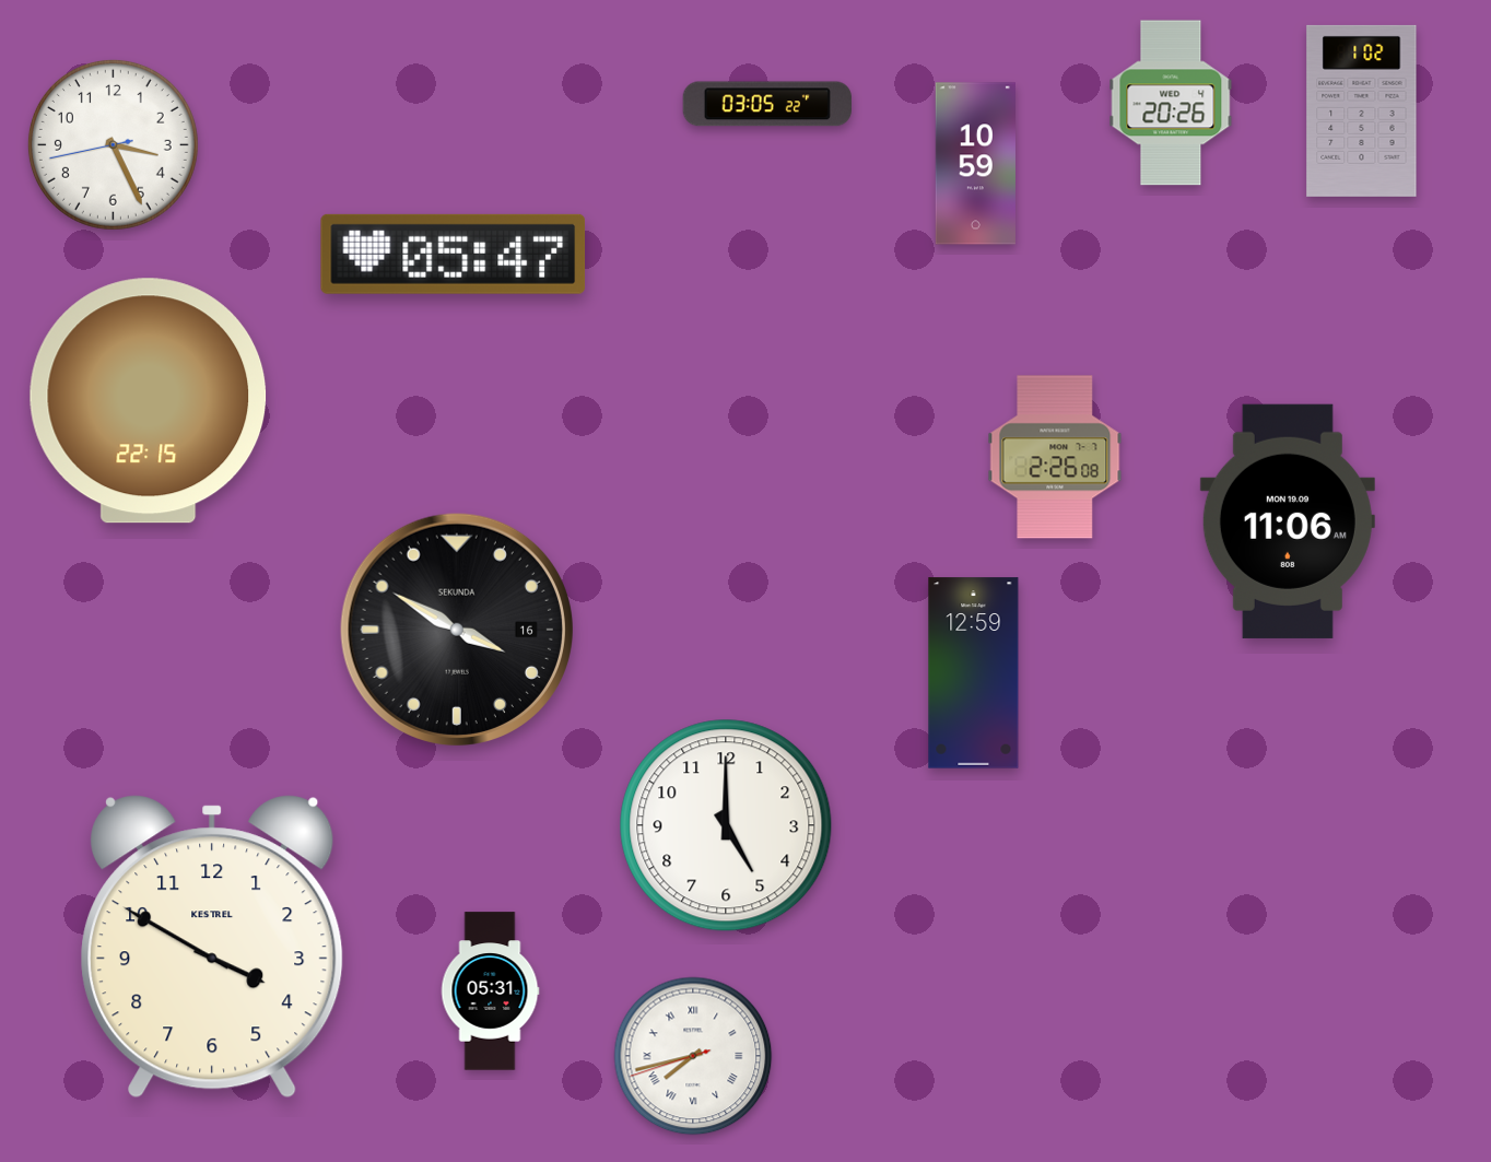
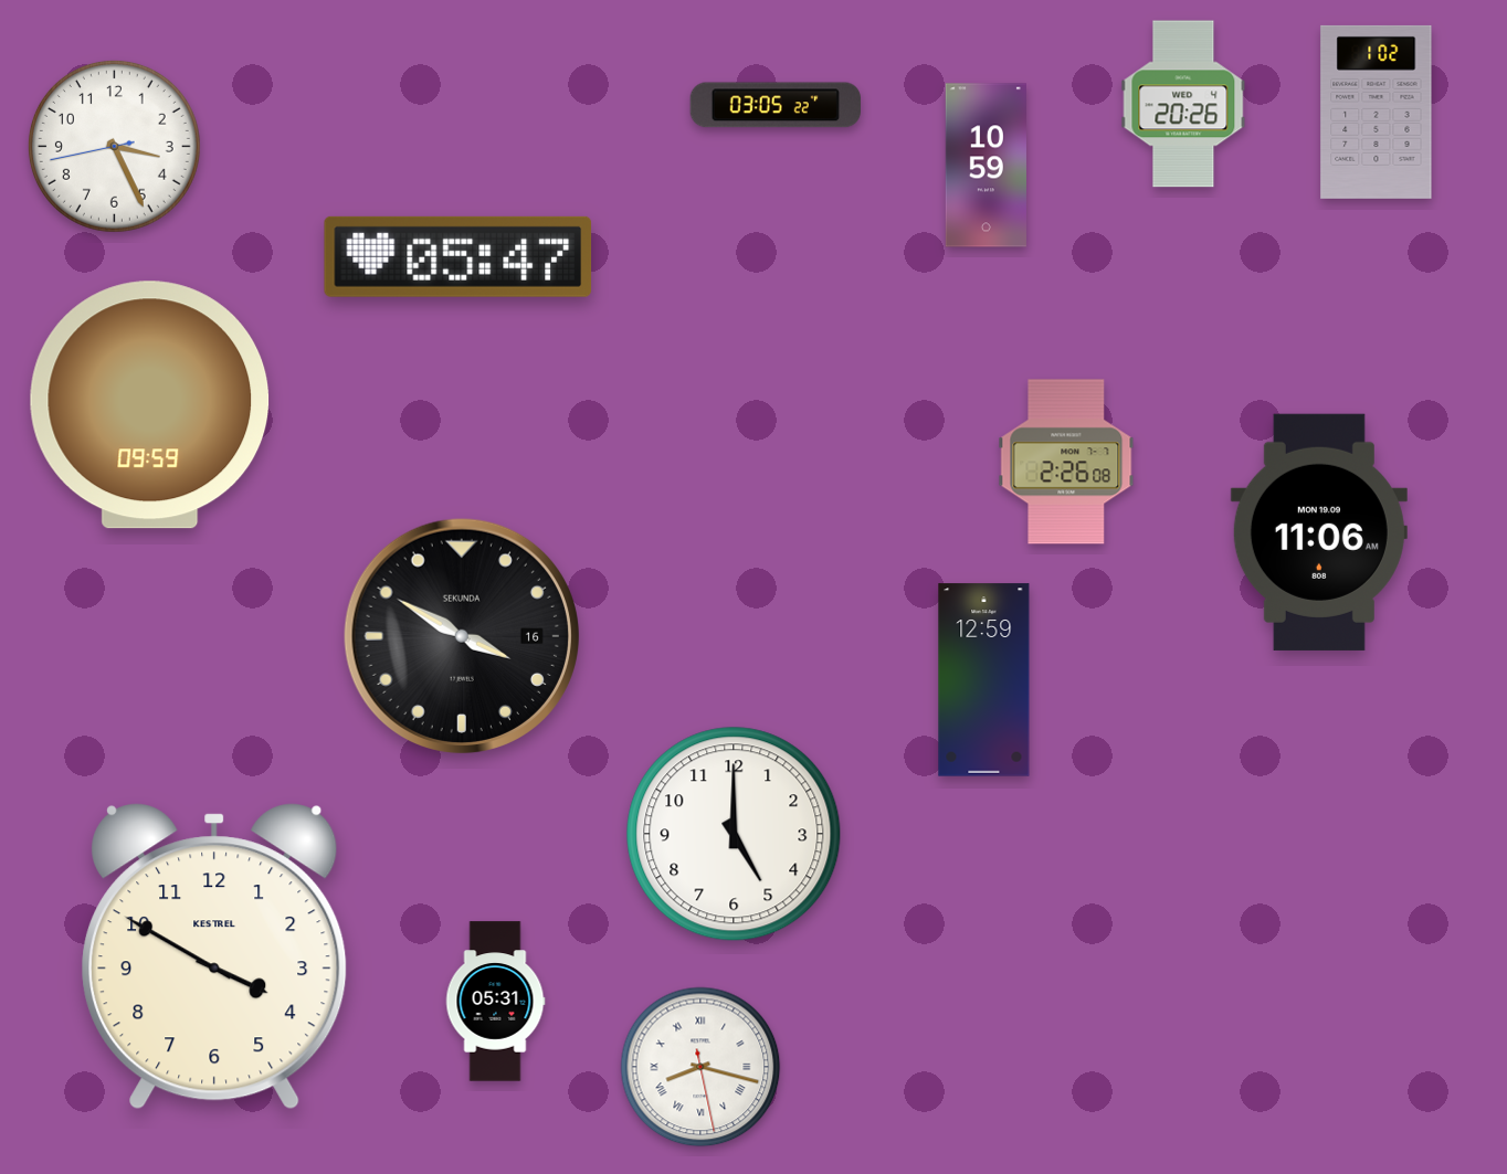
clock at (149, 401): 22:15 -> 09:59
clock at (1288, 521) position: (1288, 521) -> (1319, 532)
clock at (693, 1056): 7:42 -> 8:17
